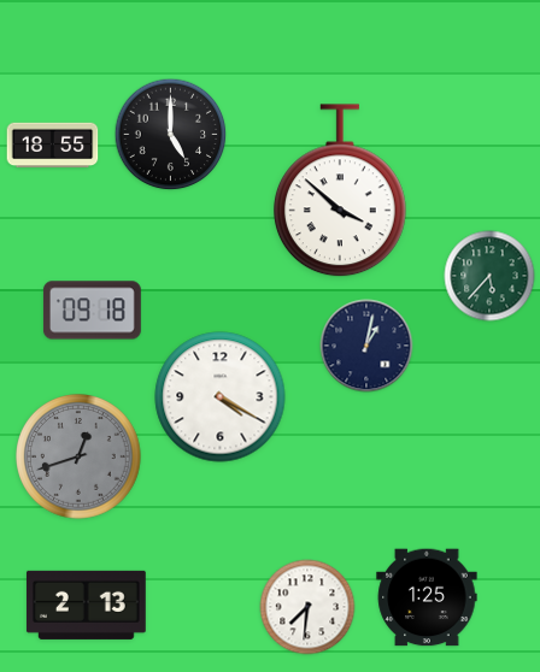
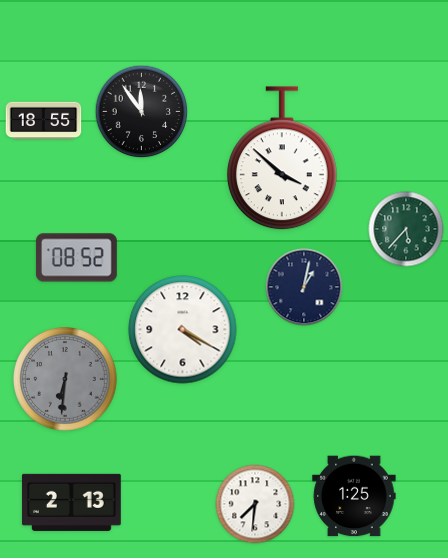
clock at (171, 135): 5:00 -> 11:54
clock at (92, 311): 09:18 -> 08:52
clock at (78, 456): 12:42 -> 6:31
